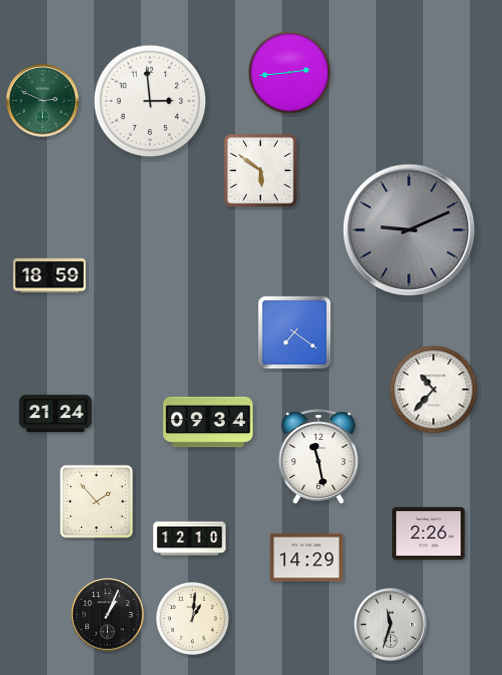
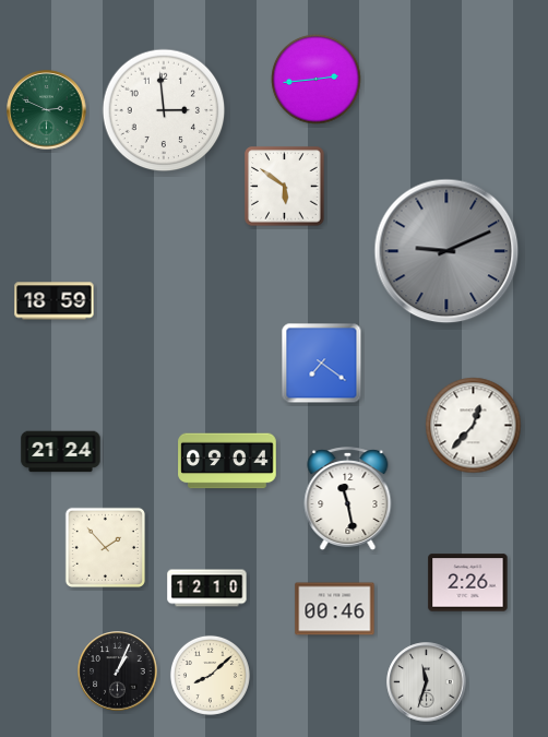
clock at (434, 390): 10:37 -> 12:37
clock at (208, 422): 09:34 -> 09:04
clock at (307, 558): 14:29 -> 00:46
clock at (192, 618): 1:01 -> 8:08
